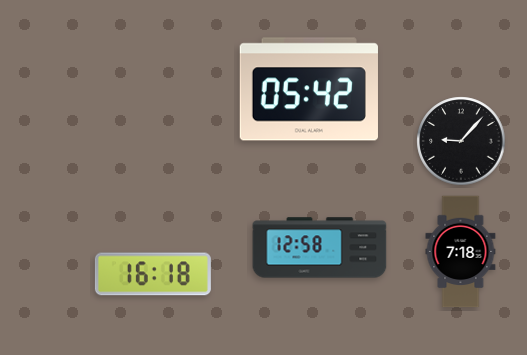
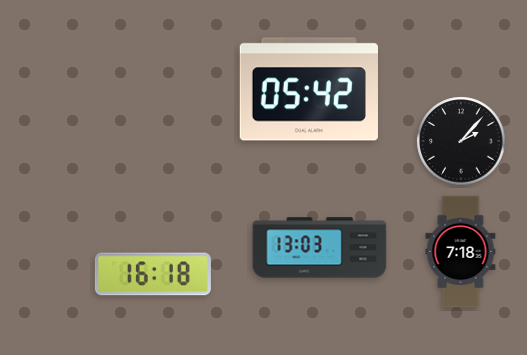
clock at (461, 141): 9:07 -> 2:07
clock at (320, 248): 12:58 -> 13:03
